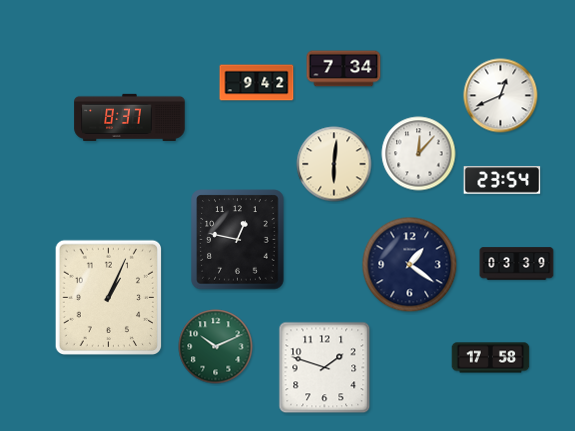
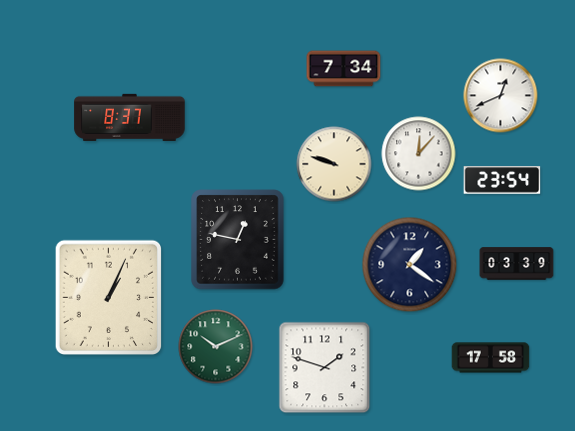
clock at (257, 83): 9:42 -> none
clock at (334, 164): 6:01 -> 9:48
